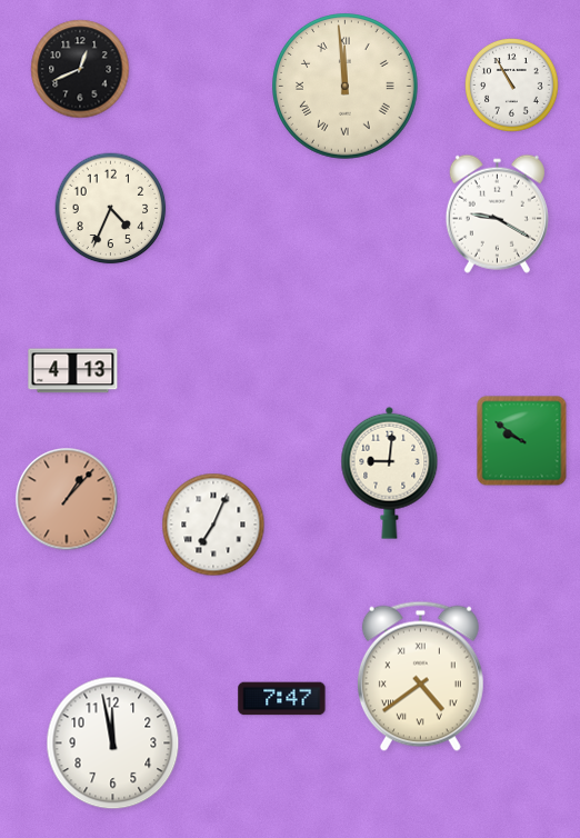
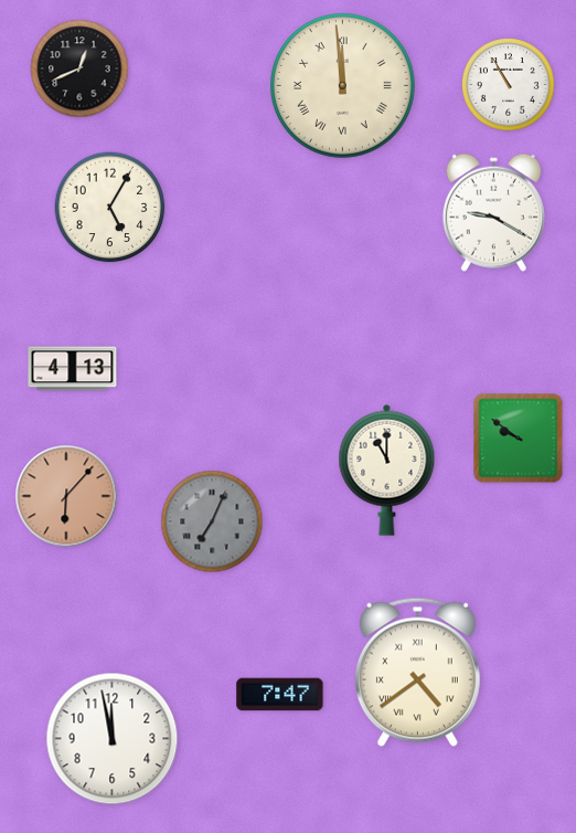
clock at (111, 209): 4:34 -> 5:05
clock at (390, 472): 9:01 -> 11:00
clock at (67, 499): 1:07 -> 6:07
clock at (213, 525) dial: white -> grey
